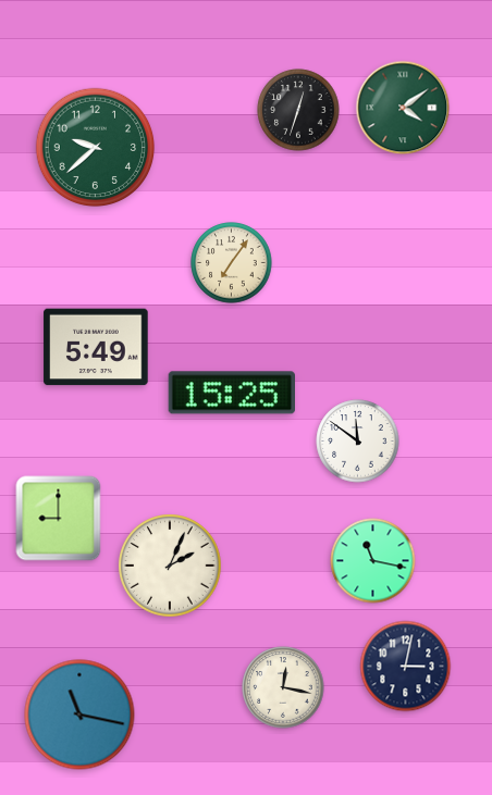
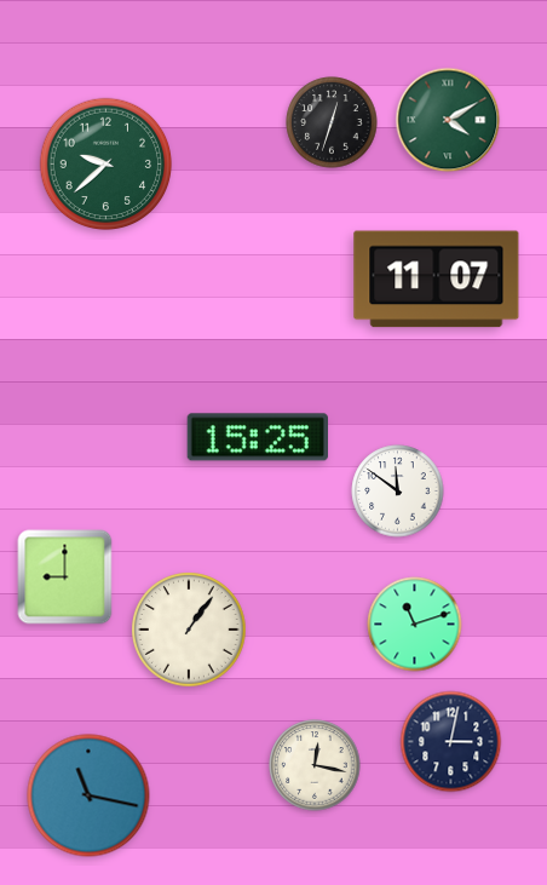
clock at (403, 108): 4:09 -> 4:10
clock at (437, 280): none -> 11:07
clock at (232, 263): 7:06 -> none
clock at (96, 347): 5:49 -> none
clock at (373, 561): 11:17 -> 11:12
clock at (170, 566): 2:04 -> 1:06
